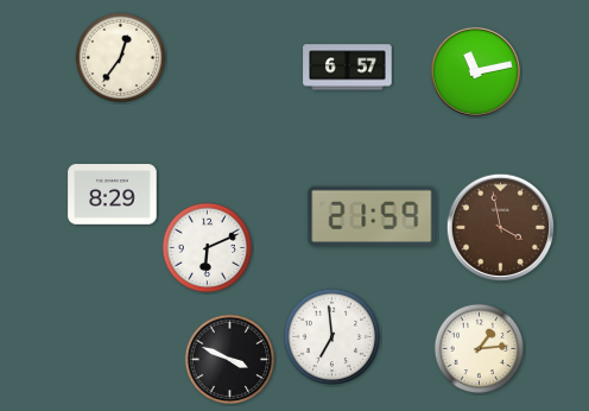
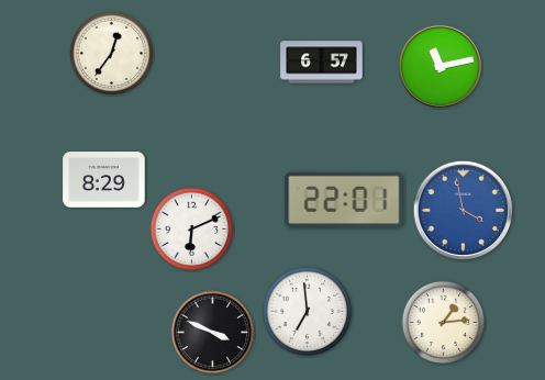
clock at (372, 216): 21:59 -> 22:01
clock at (500, 227) dial: brown -> blue
